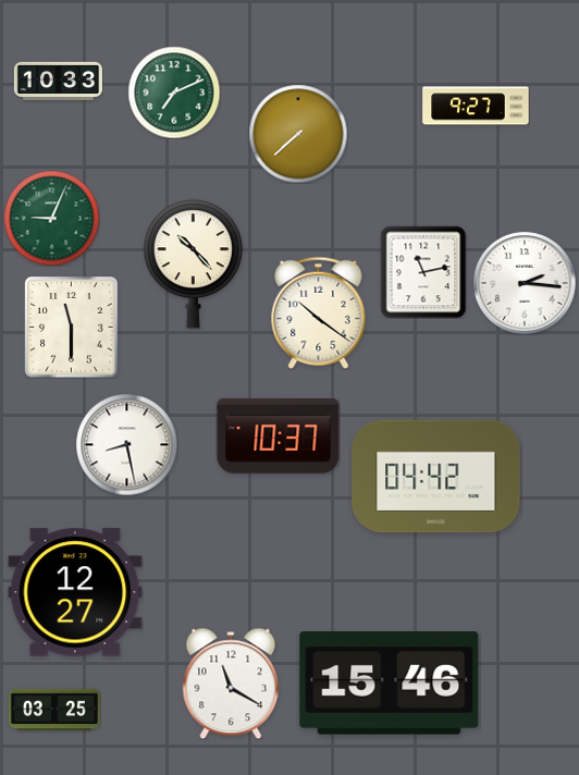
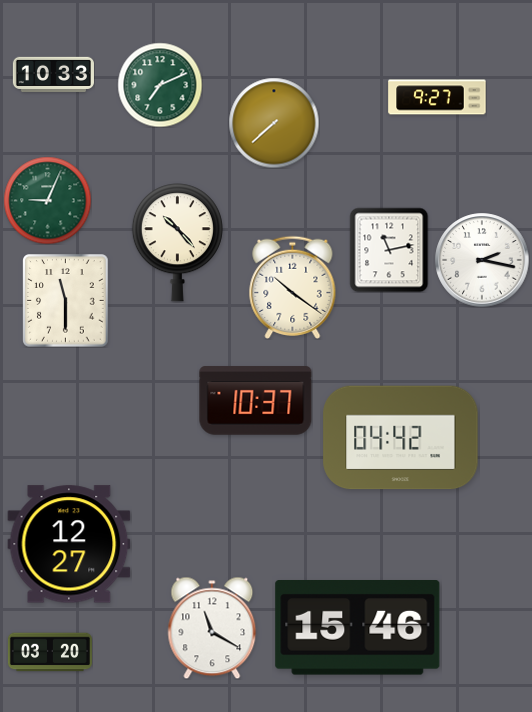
clock at (525, 283): 2:16 -> 2:17
clock at (126, 444): 8:28 -> none
clock at (54, 710): 03:25 -> 03:20
